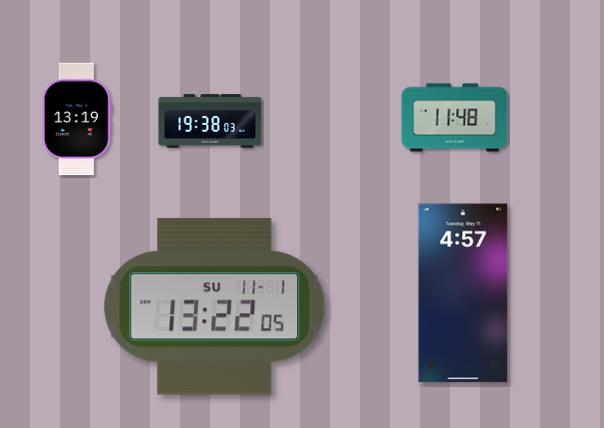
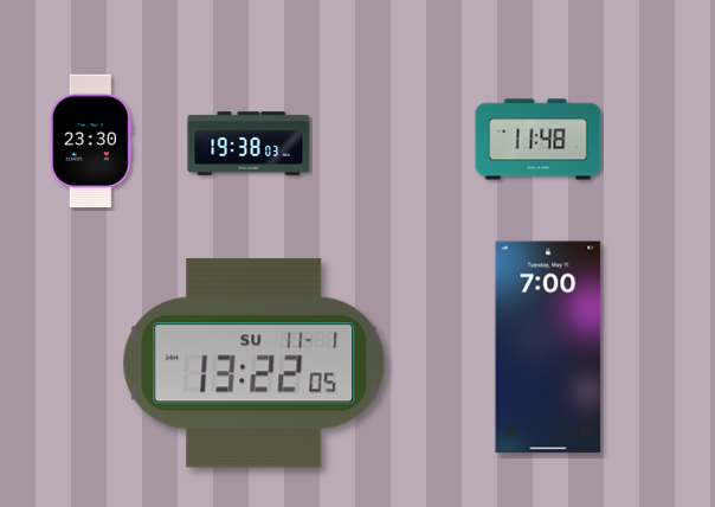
clock at (77, 119): 13:19 -> 23:30
clock at (463, 293): 4:57 -> 7:00
